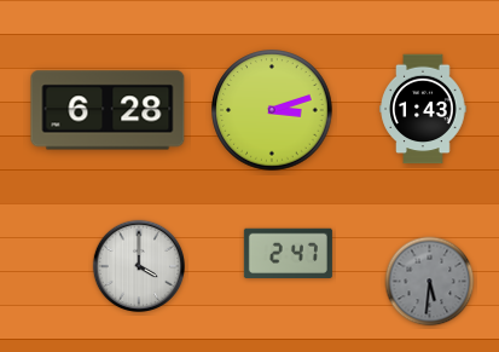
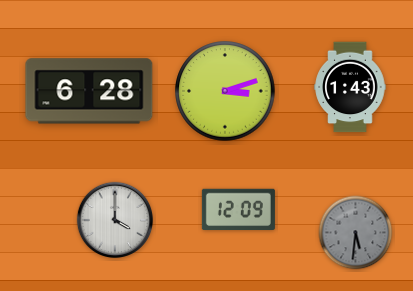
clock at (423, 109) position: (423, 109) -> (350, 87)
clock at (288, 253): 2:47 -> 12:09
